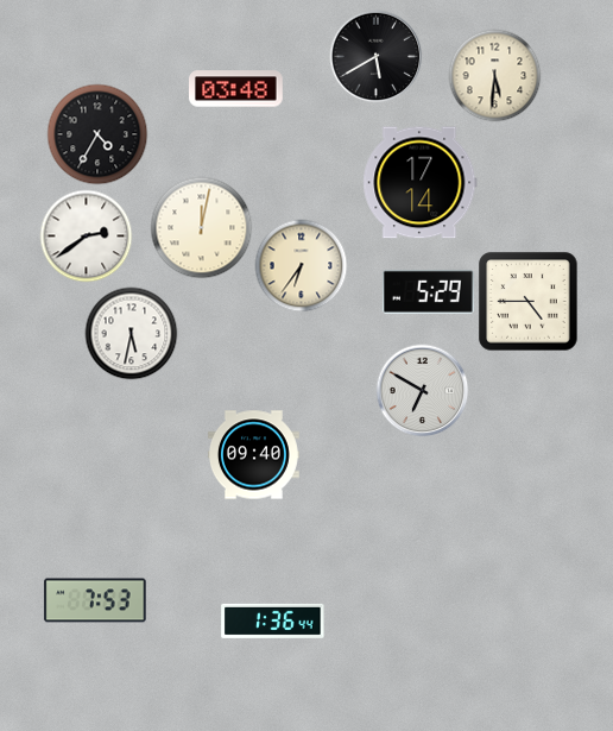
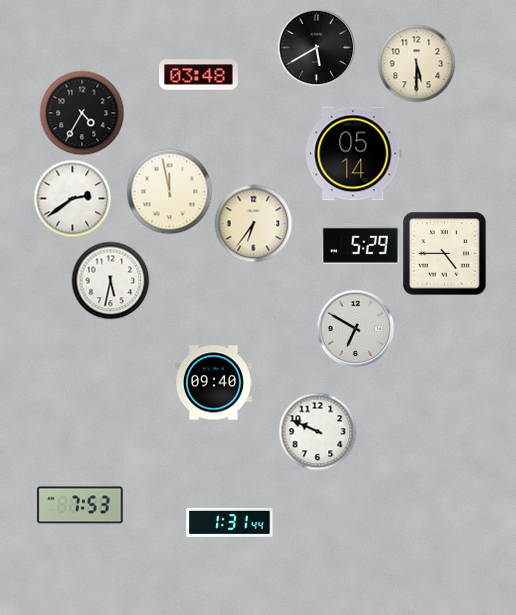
clock at (494, 75): 5:31 -> 5:30
clock at (421, 183): 17:14 -> 05:14
clock at (201, 227): 12:02 -> 11:58
clock at (317, 431): none -> 9:49
clock at (273, 620): 1:36 -> 1:31
